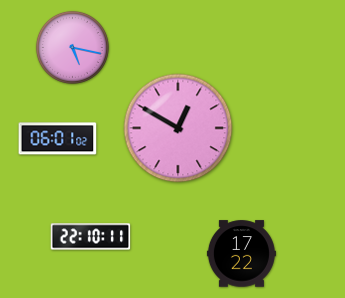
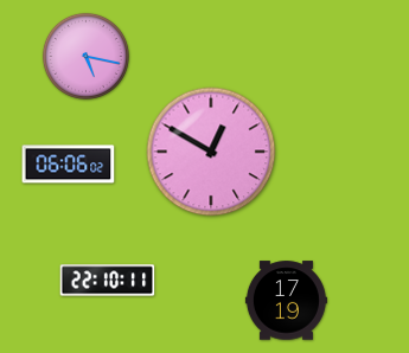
clock at (58, 139): 06:01 -> 06:06
clock at (241, 254): 17:22 -> 17:19
